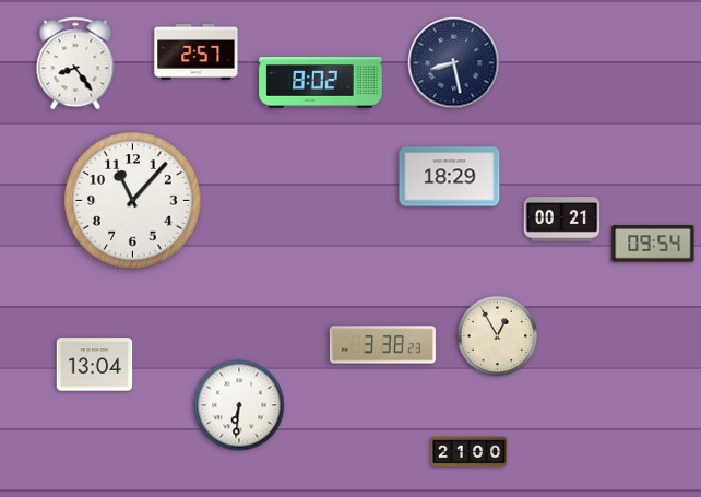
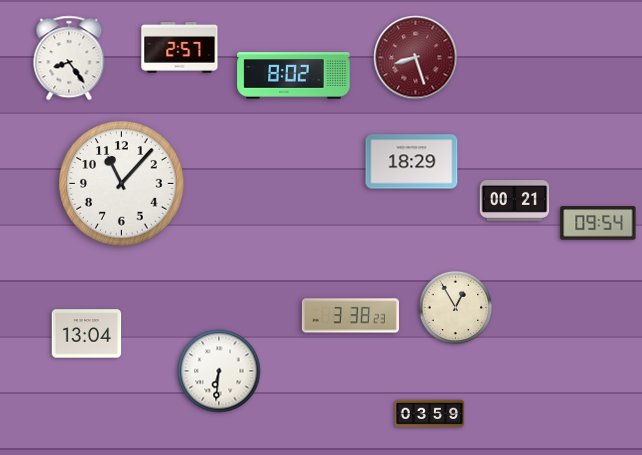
clock at (454, 63): 8:28 -> 8:27
clock at (454, 63) dial: navy -> burgundy
clock at (470, 452): 21:00 -> 03:59
